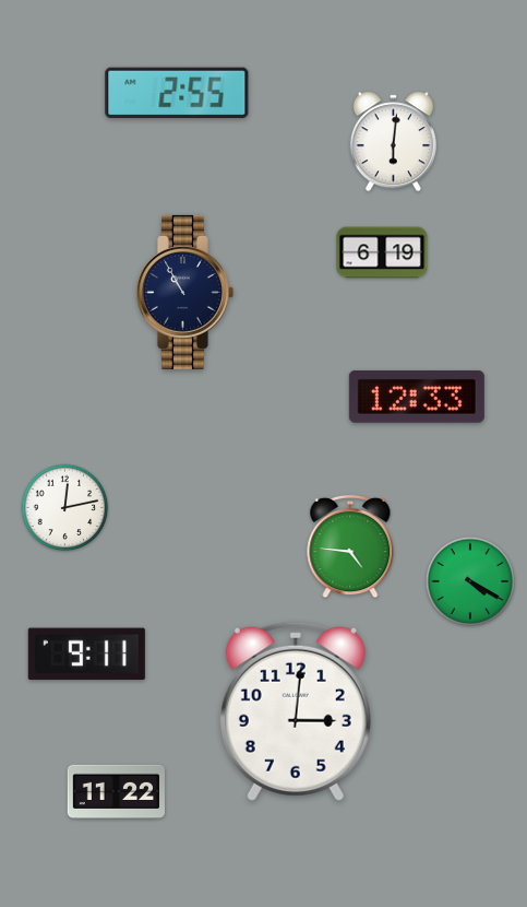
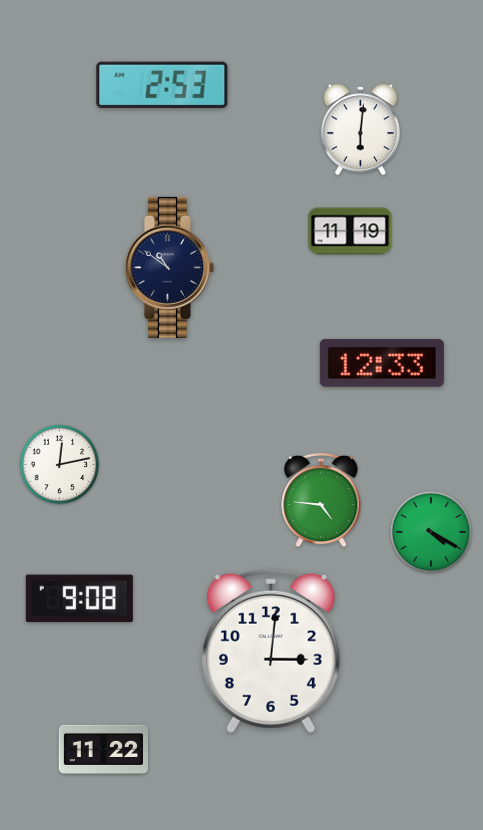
clock at (177, 92): 2:55 -> 2:53
clock at (382, 252): 6:19 -> 11:19
clock at (184, 292): 10:55 -> 10:51
clock at (86, 655): 9:11 -> 9:08
clock at (116, 792) position: (116, 792) -> (103, 750)
